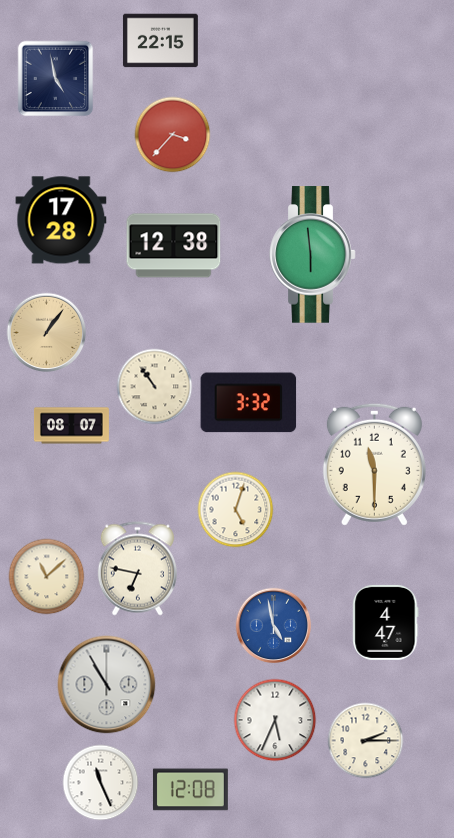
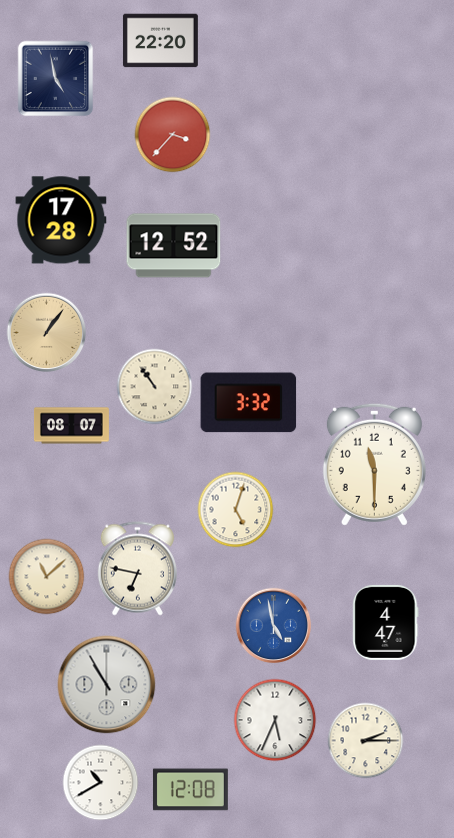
clock at (160, 41): 22:15 -> 22:20
clock at (174, 246): 12:38 -> 12:52
clock at (313, 255): 5:59 -> none
clock at (101, 783): 11:26 -> 10:40
